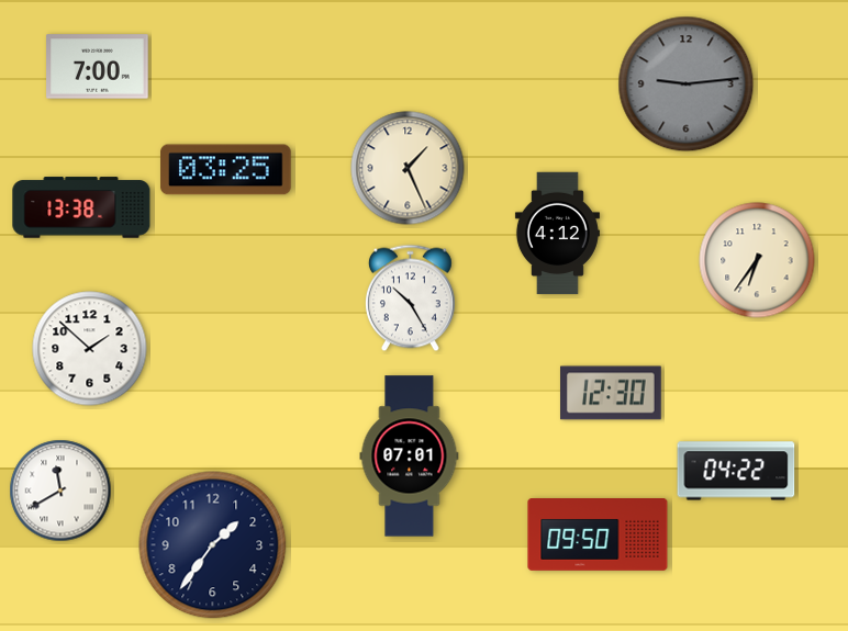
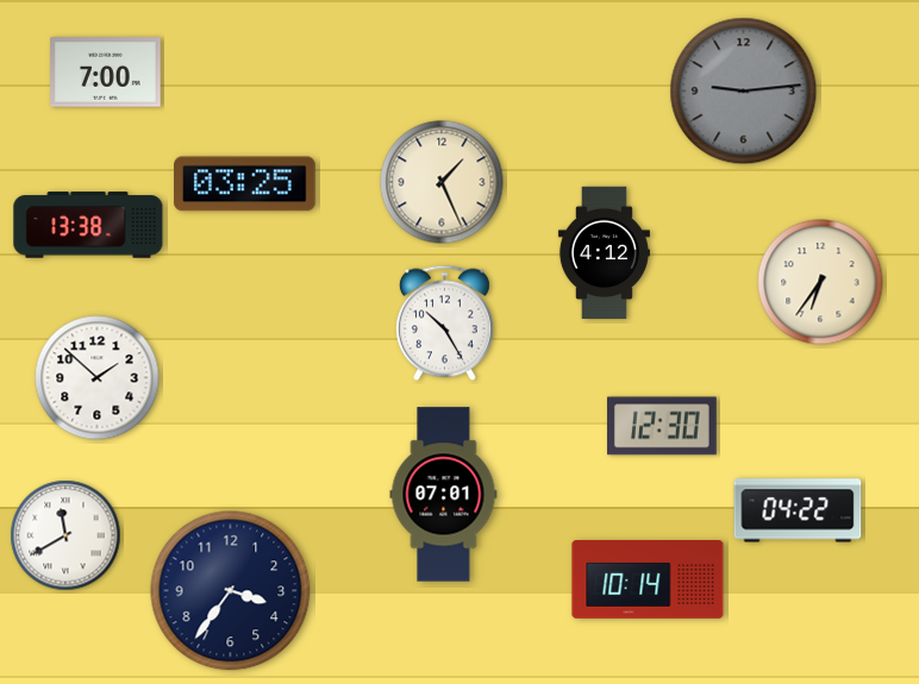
clock at (60, 491) position: (60, 491) -> (65, 535)
clock at (598, 536): 09:50 -> 10:14
clock at (213, 545): 1:36 -> 3:36
